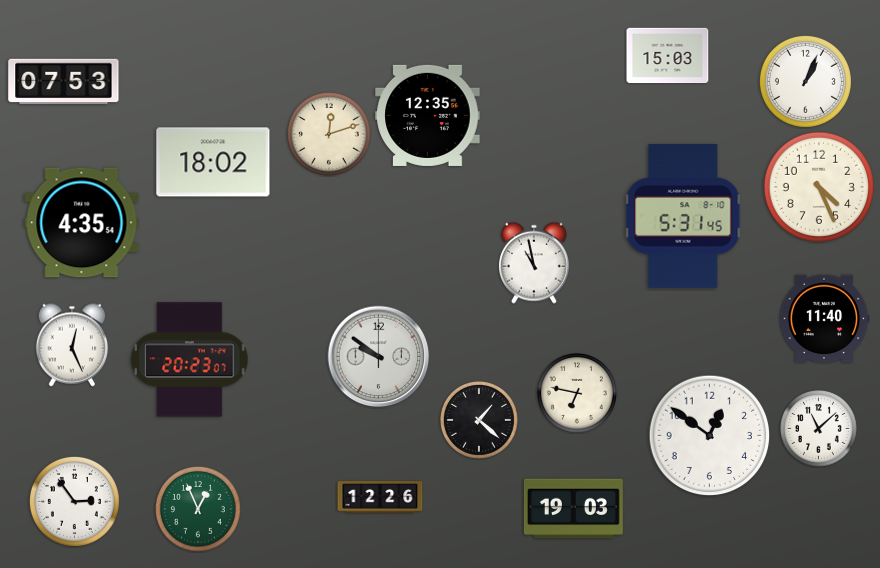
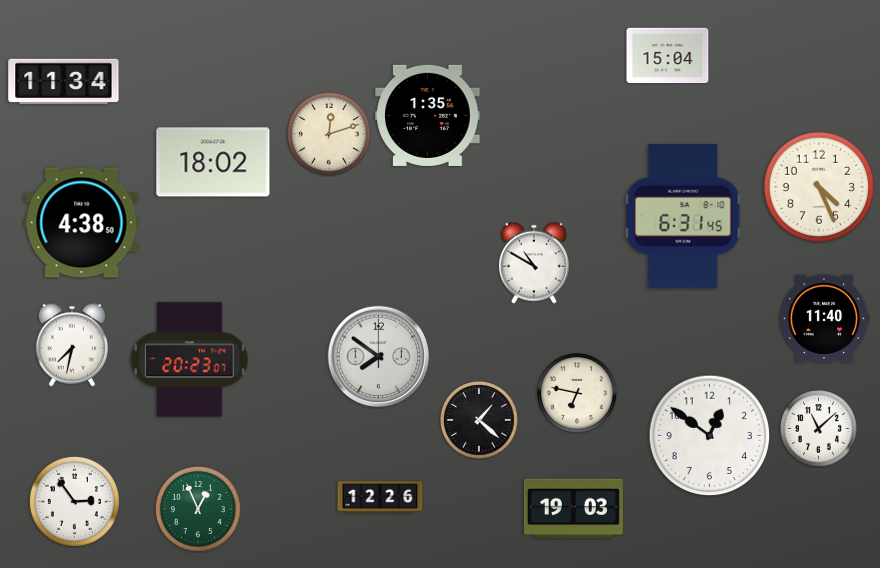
clock at (668, 56): 15:03 -> 15:04
clock at (805, 81): 1:04 -> none
clock at (64, 82): 07:53 -> 11:34
clock at (428, 115): 12:35 -> 1:35
clock at (683, 216): 5:31 -> 6:31
clock at (82, 223): 4:35 -> 4:38
clock at (534, 263): 10:58 -> 10:50
clock at (72, 345): 12:26 -> 7:32
clock at (379, 357): 9:51 -> 7:51
